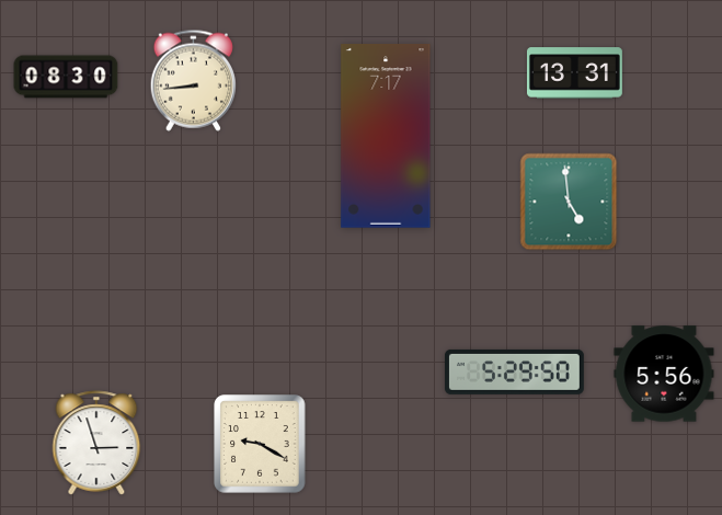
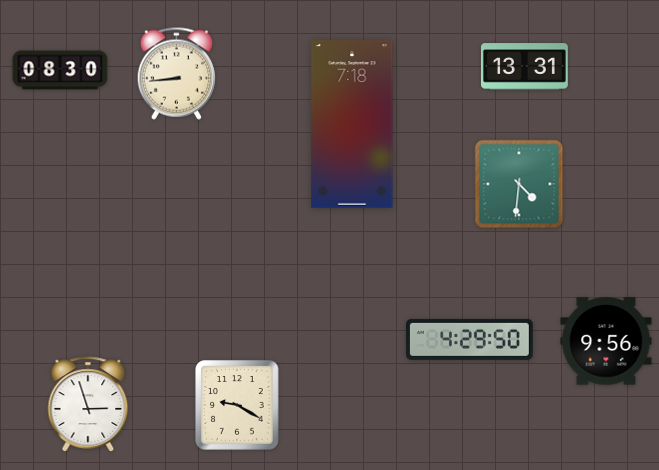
clock at (386, 136): 7:17 -> 7:18
clock at (569, 202): 4:59 -> 4:31
clock at (514, 371): 5:29 -> 4:29
clock at (664, 374): 5:56 -> 9:56
